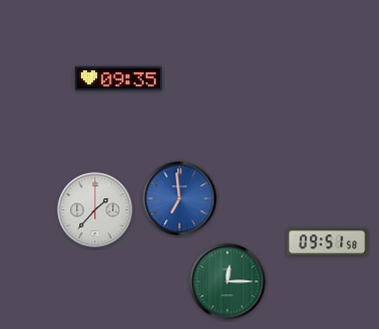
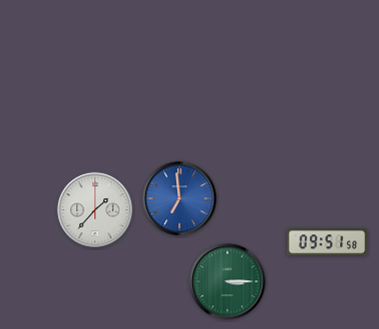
clock at (119, 79): 09:35 -> none
clock at (228, 282): 12:15 -> 3:15
